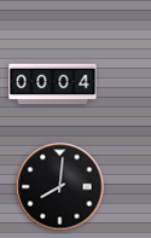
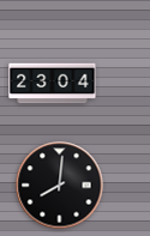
clock at (53, 85): 00:04 -> 23:04
